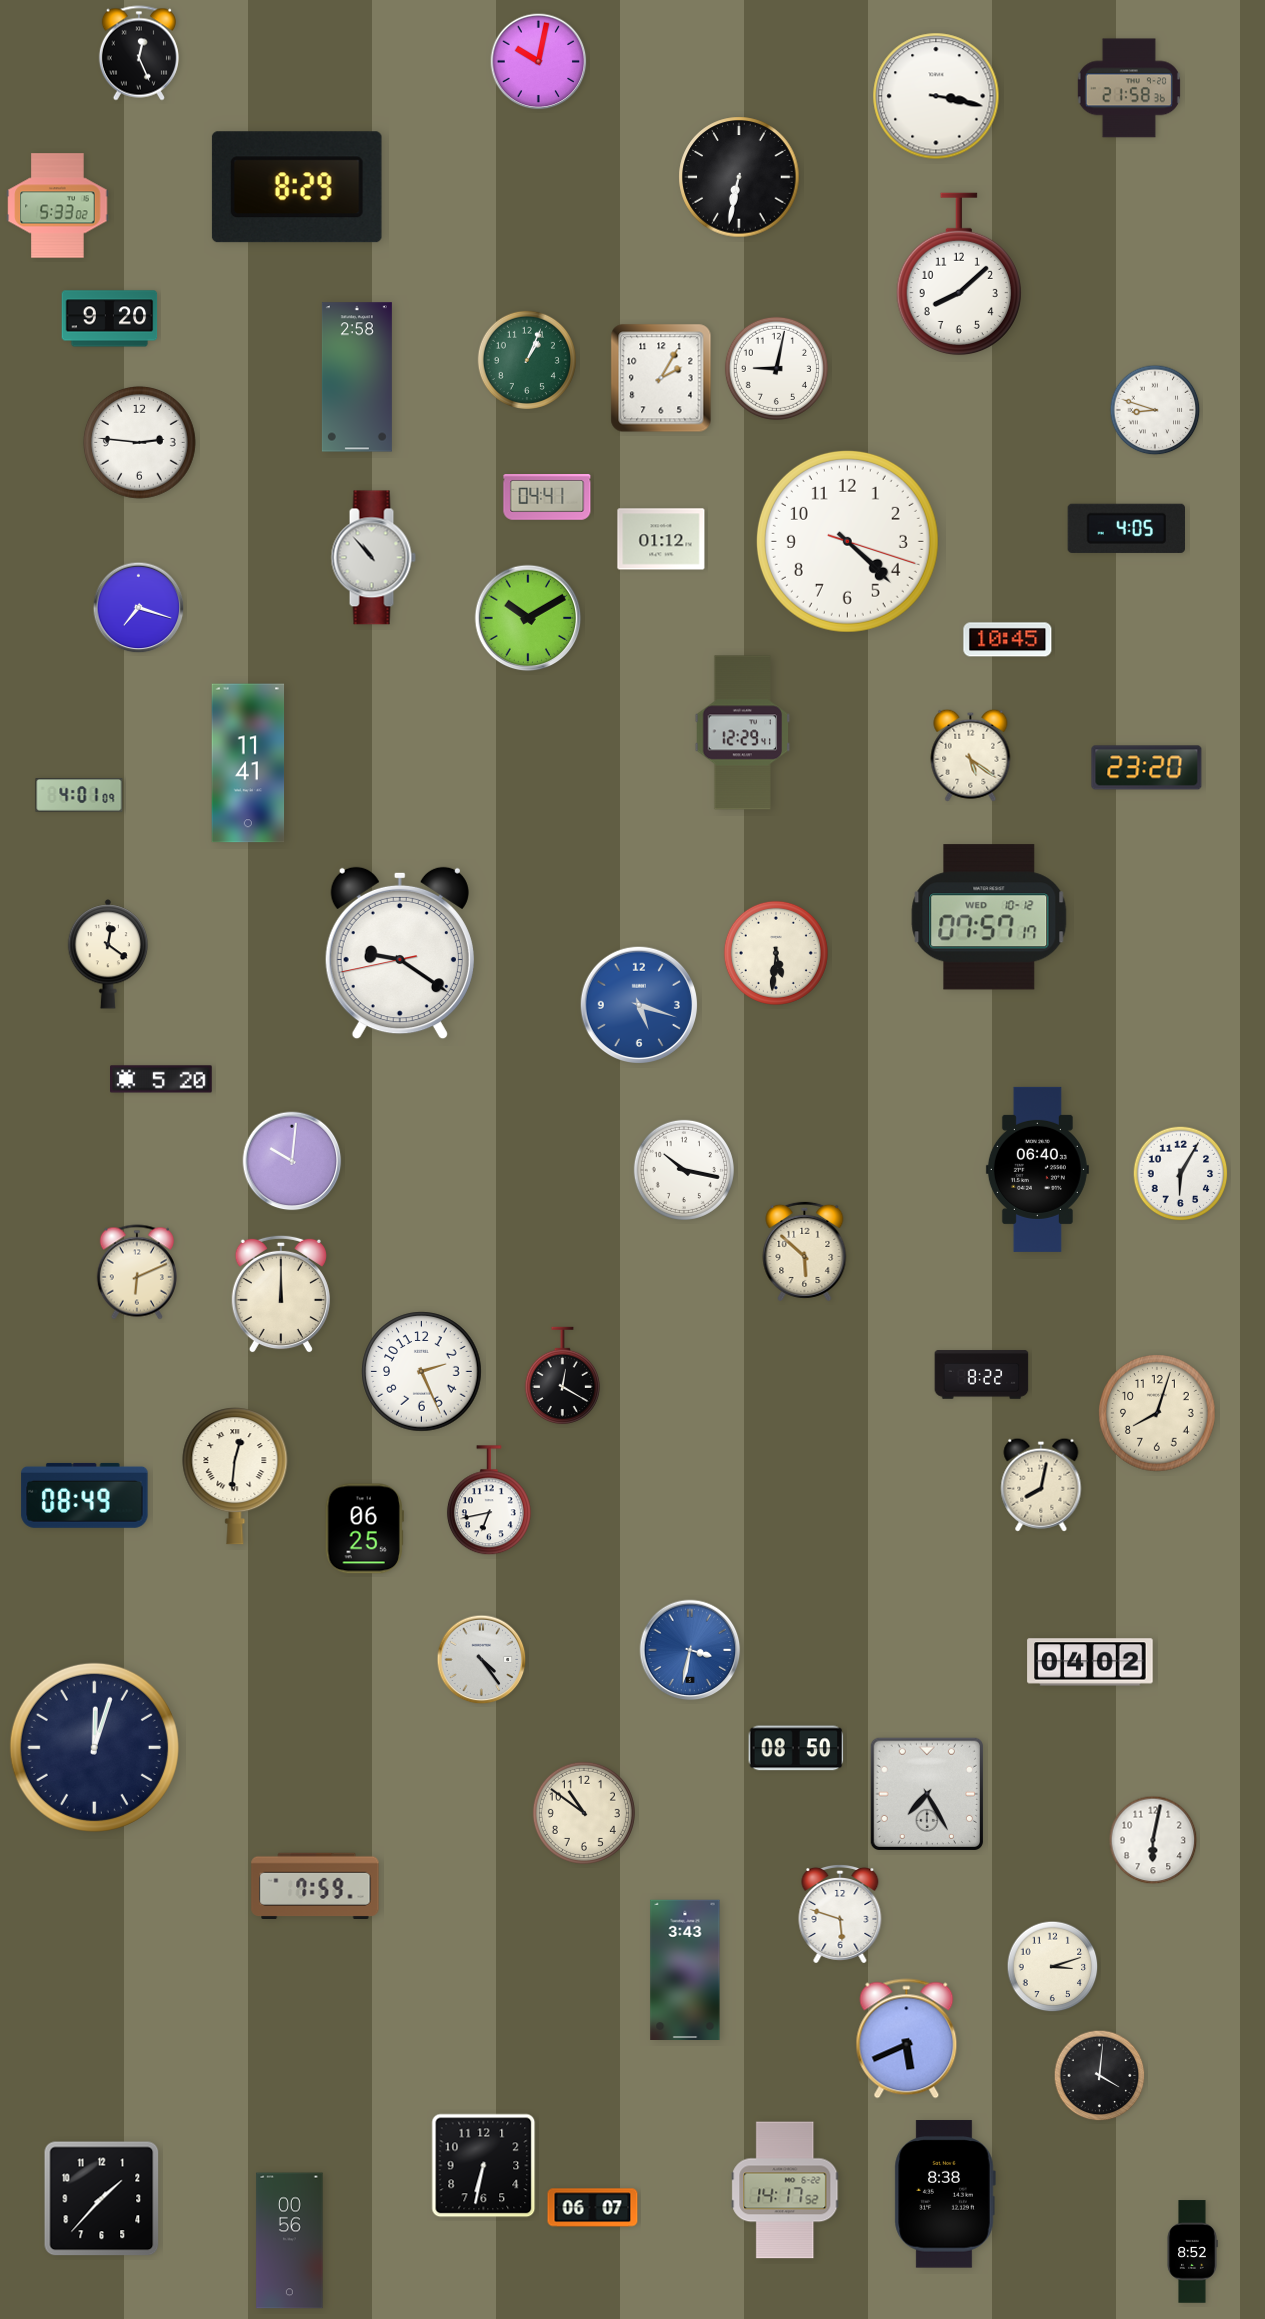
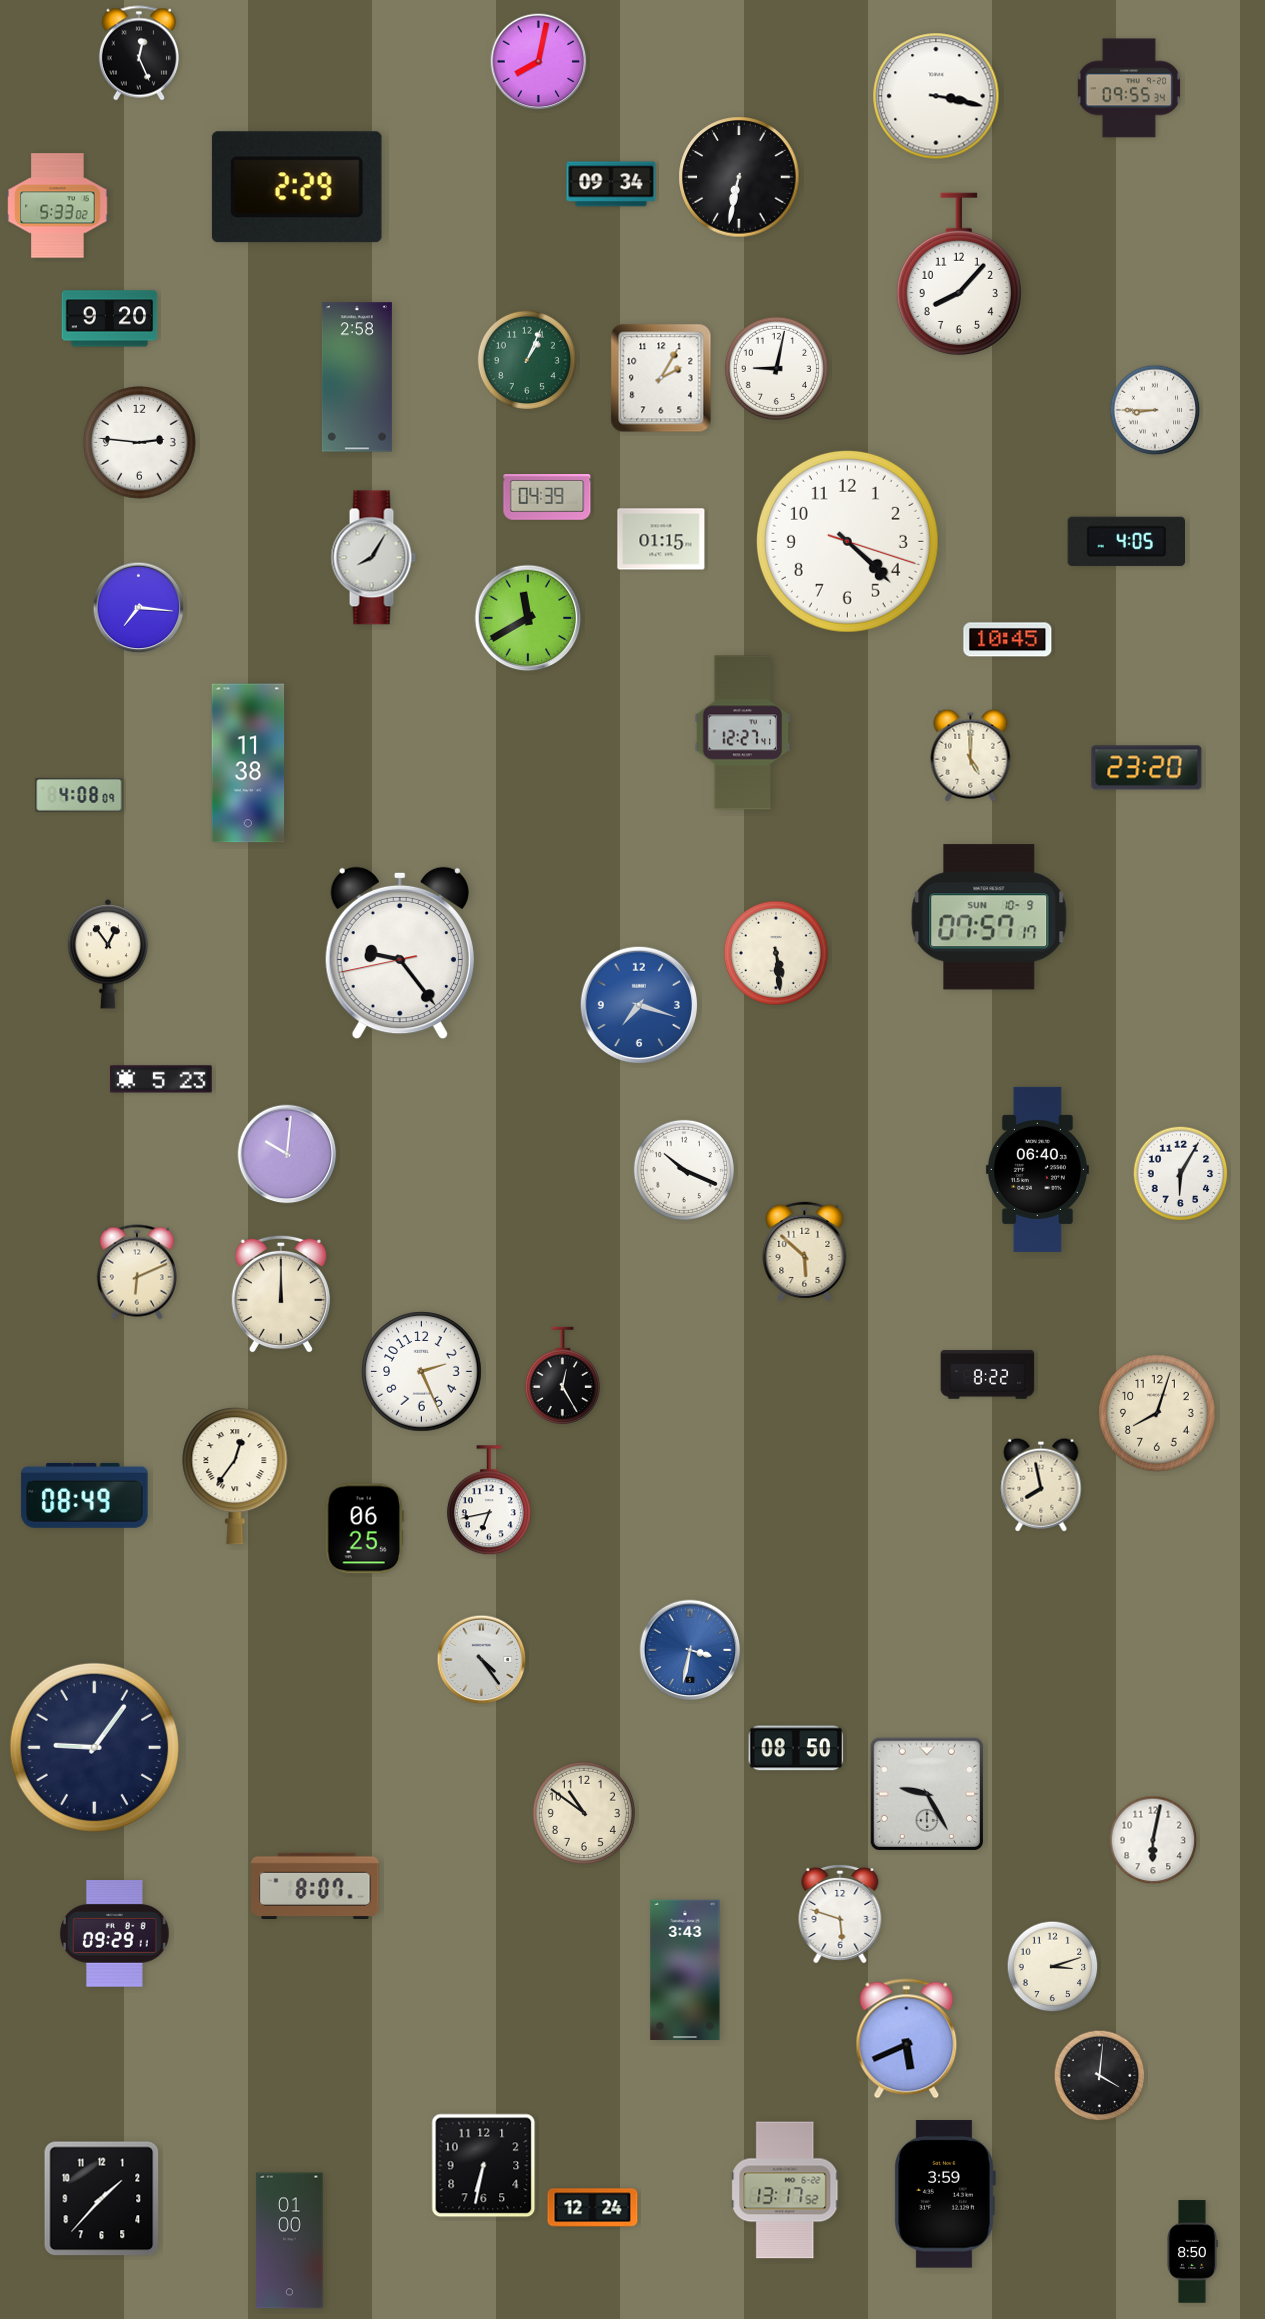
clock at (539, 62): 10:02 -> 8:02
clock at (1129, 88): 21:58 -> 09:55
clock at (611, 184): none -> 09:34
clock at (297, 187): 8:29 -> 2:29
clock at (959, 274): 8:08 -> 8:07
clock at (1155, 410): 8:48 -> 8:45
clock at (547, 498): 04:41 -> 04:39
clock at (1126, 528) position: (1126, 528) -> (1126, 541)
clock at (661, 539): 01:12 -> 01:15
clock at (373, 558): 10:53 -> 8:05
clock at (139, 608): 7:18 -> 7:16
clock at (528, 618): 10:10 -> 11:40
clock at (743, 733): 12:29 -> 12:27
clock at (971, 755): 5:21 -> 5:00
clock at (248, 763): 11:41 -> 11:38
clock at (79, 795): 4:01 -> 4:08
clock at (989, 917) date: WED 10-12 -> SUN 10-9
clock at (400, 953): 9:20 -> 9:23
clock at (776, 953): 5:31 -> 5:29
clock at (108, 954): 12:21 -> 12:54
clock at (638, 1004): 5:18 -> 7:18
clock at (161, 1079): 5:20 -> 5:23
clock at (292, 1161) position: (292, 1161) -> (287, 1154)
clock at (684, 1170): 10:17 -> 10:19
clock at (982, 1375) position: (982, 1375) -> (988, 1375)
clock at (562, 1376): 12:20 -> 12:25
clock at (235, 1476): 12:31 -> 12:36
clock at (1041, 1485): 8:02 -> 7:58
clock at (1090, 1662): 04:02 -> none
clock at (94, 1747): 12:03 -> 9:06
clock at (927, 1794): 7:25 -> 9:25
clock at (315, 1885): 7:59 -> 8:07
clock at (115, 1934): none -> 09:29
clock at (785, 2190): 14:17 -> 13:17
clock at (945, 2194): 8:38 -> 3:59
clock at (593, 2208): 06:07 -> 12:24
clock at (290, 2241): 00:56 -> 01:00
clock at (1192, 2252): 8:52 -> 8:50
